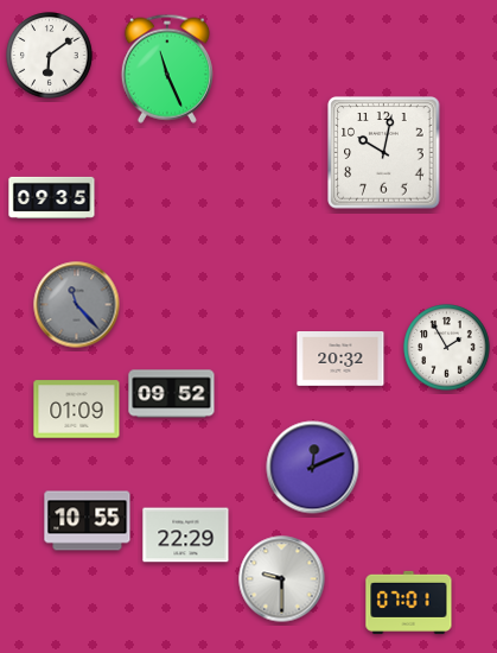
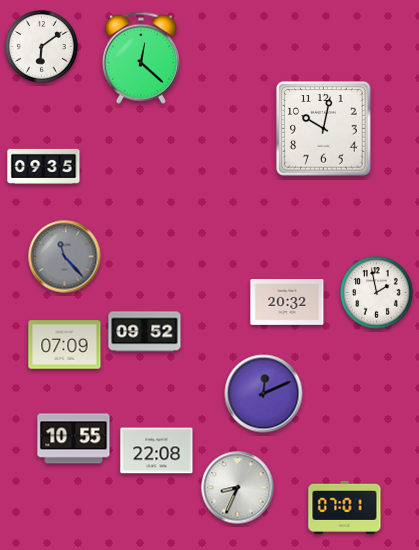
clock at (167, 69): 11:26 -> 12:22
clock at (447, 348): 1:55 -> 1:58
clock at (77, 410): 01:09 -> 07:09
clock at (186, 535): 22:29 -> 22:08
clock at (282, 579): 9:30 -> 8:34
